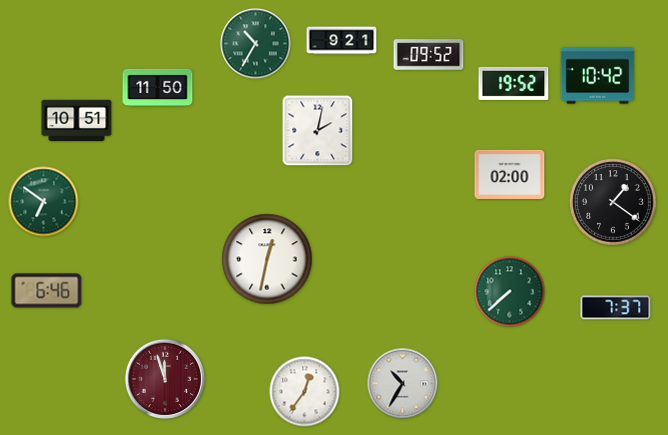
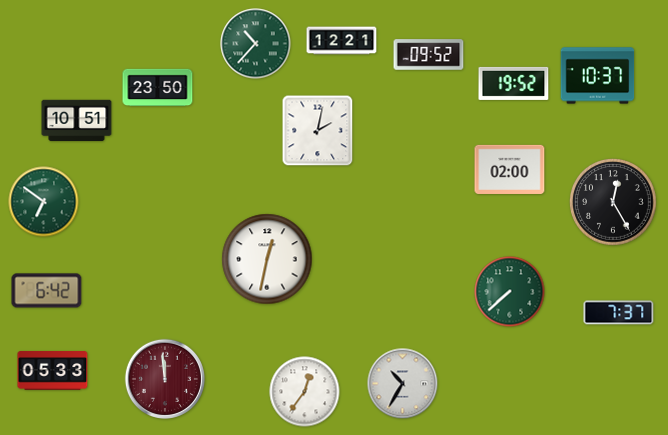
clock at (342, 41): 9:21 -> 12:21
clock at (256, 44): 10:35 -> 10:37
clock at (598, 76): 10:42 -> 10:37
clock at (158, 88): 11:50 -> 23:50
clock at (510, 174) position: (510, 174) -> (510, 169)
clock at (613, 202): 1:21 -> 12:25
clock at (47, 291): 6:46 -> 6:42
clock at (616, 308) position: (616, 308) -> (619, 313)
clock at (53, 371): none -> 05:33
clock at (164, 378): 11:57 -> 11:59
